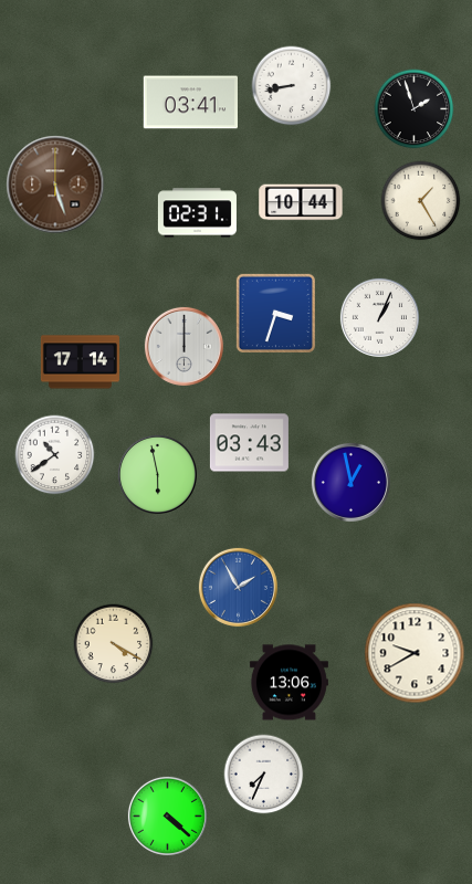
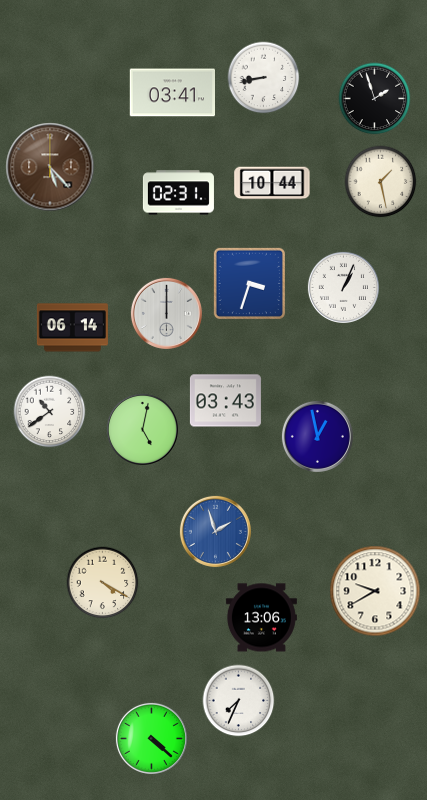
clock at (55, 185): 5:27 -> 5:23
clock at (421, 201): 1:25 -> 1:28
clock at (80, 362): 17:14 -> 06:14
clock at (157, 474): 5:58 -> 5:02
clock at (238, 587): 1:55 -> 1:57
